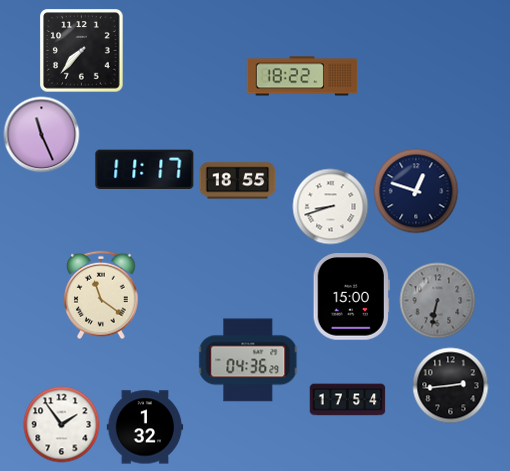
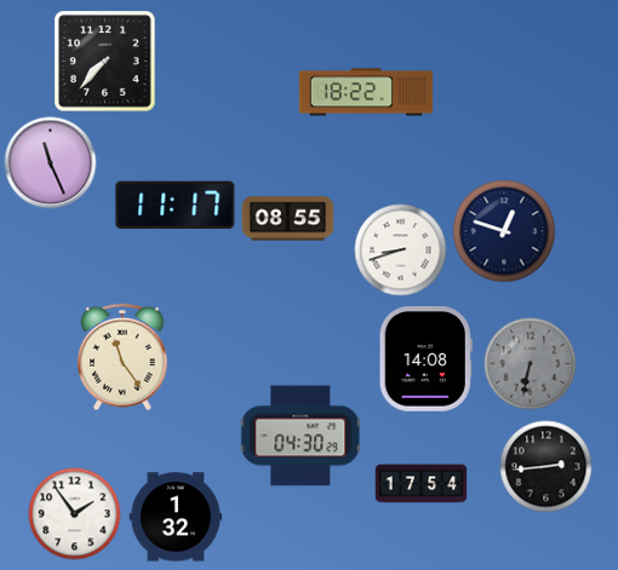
clock at (82, 51) position: (82, 51) -> (105, 62)
clock at (238, 181): 18:55 -> 08:55
clock at (101, 295): 11:21 -> 11:24
clock at (351, 297): 15:00 -> 14:08
clock at (249, 360): 04:36 -> 04:30
